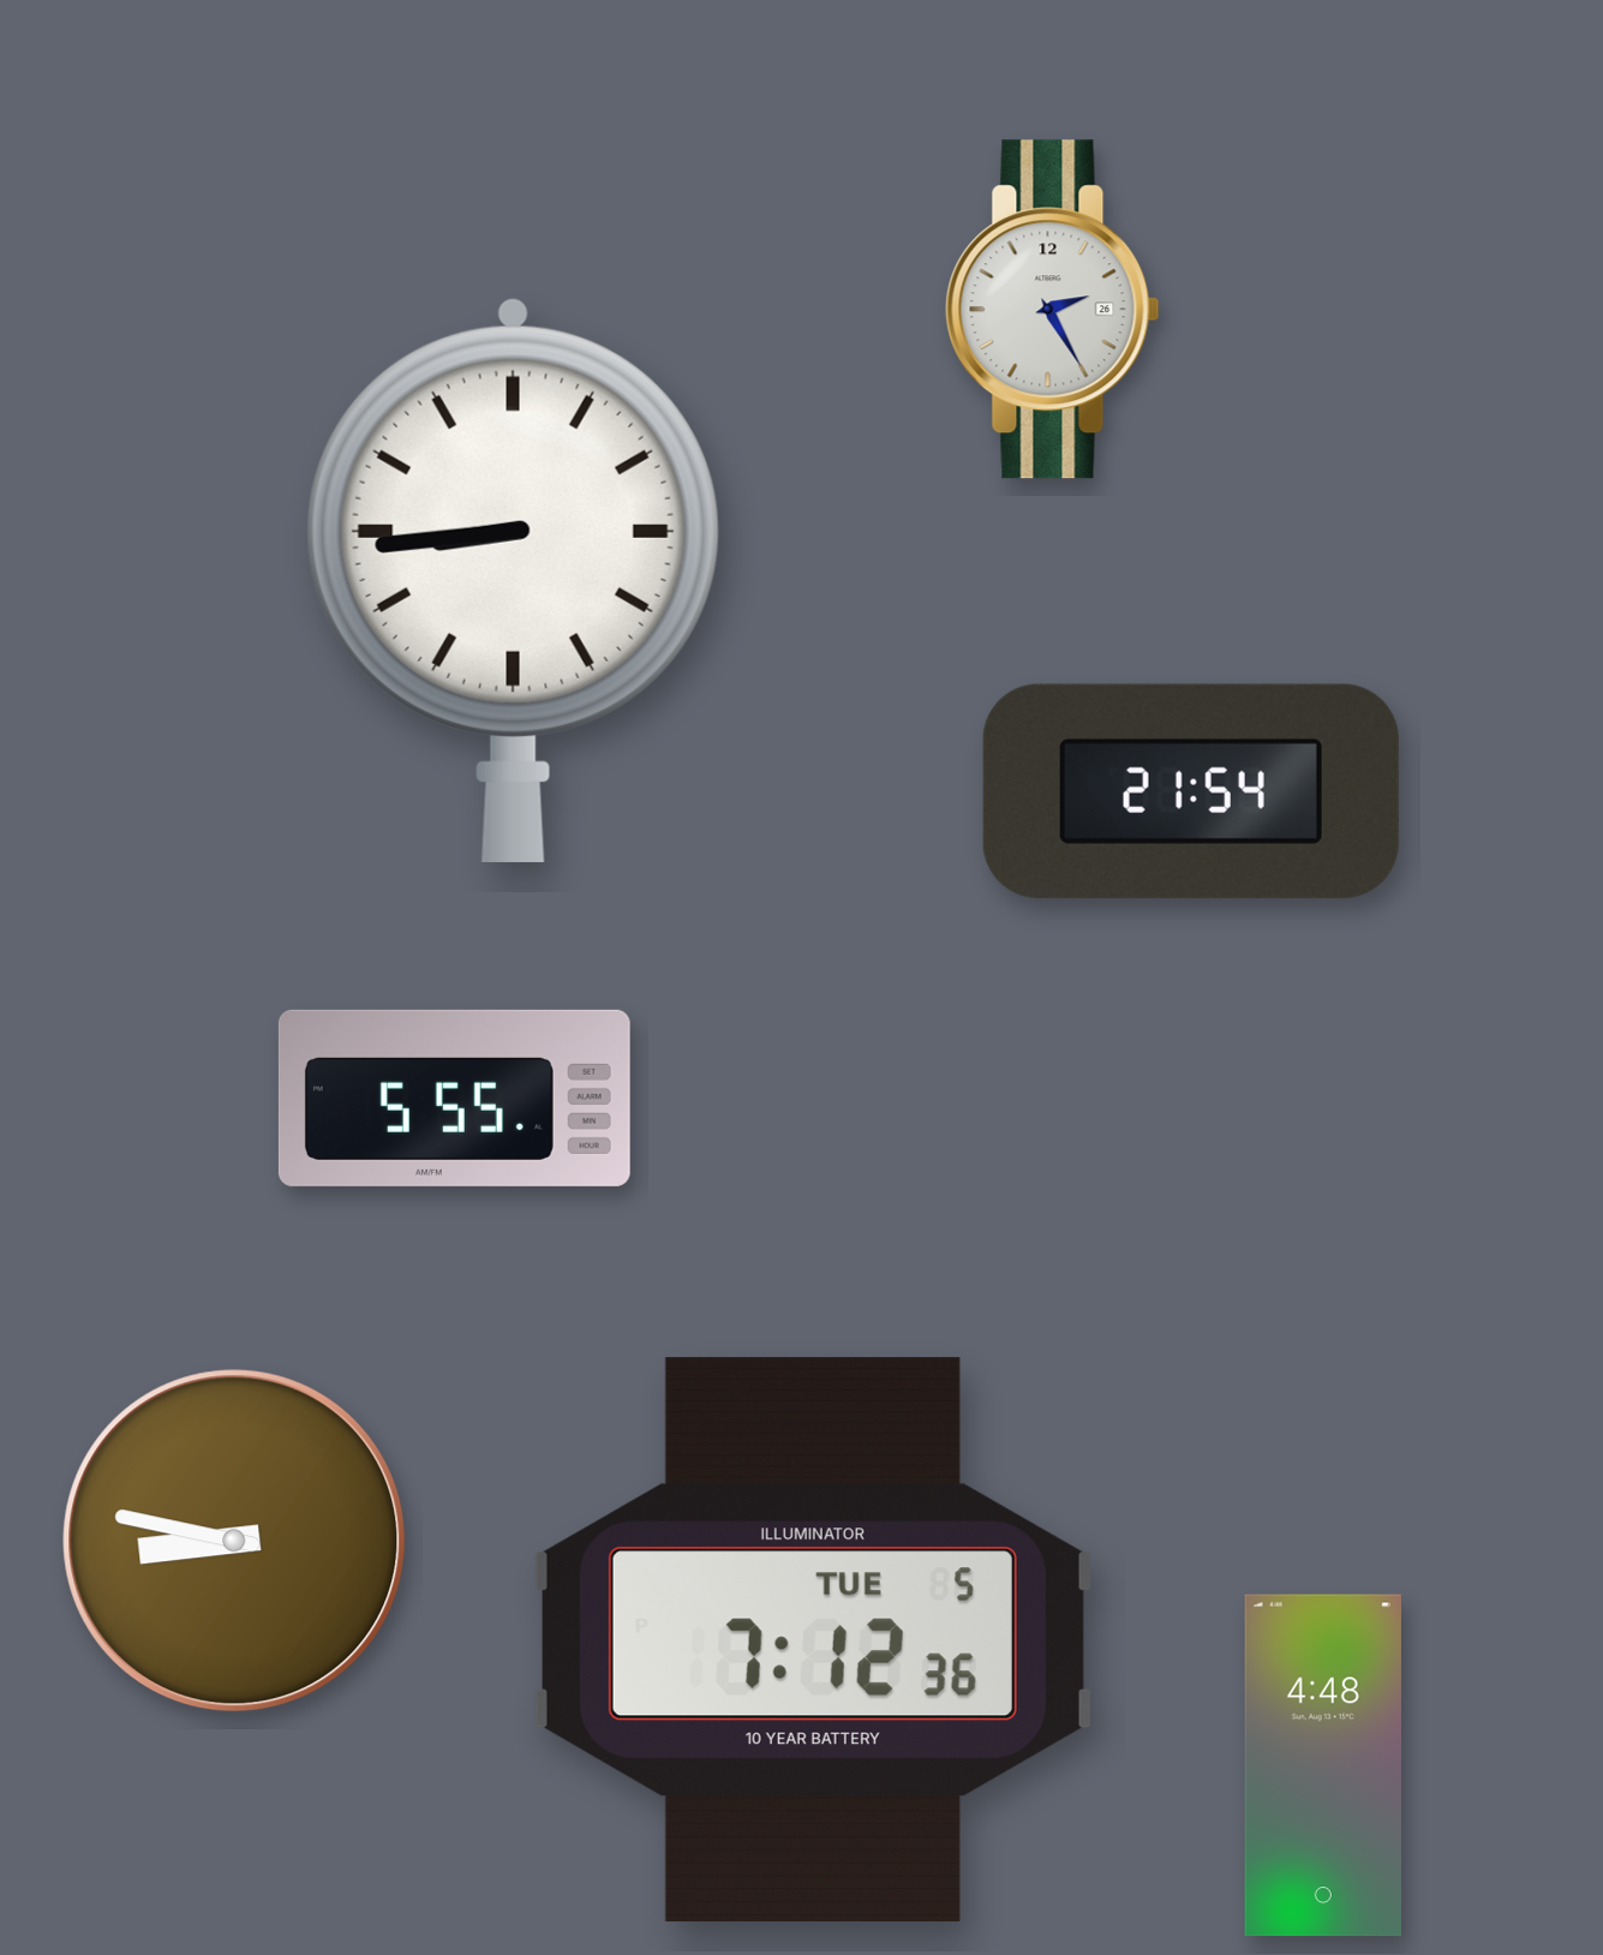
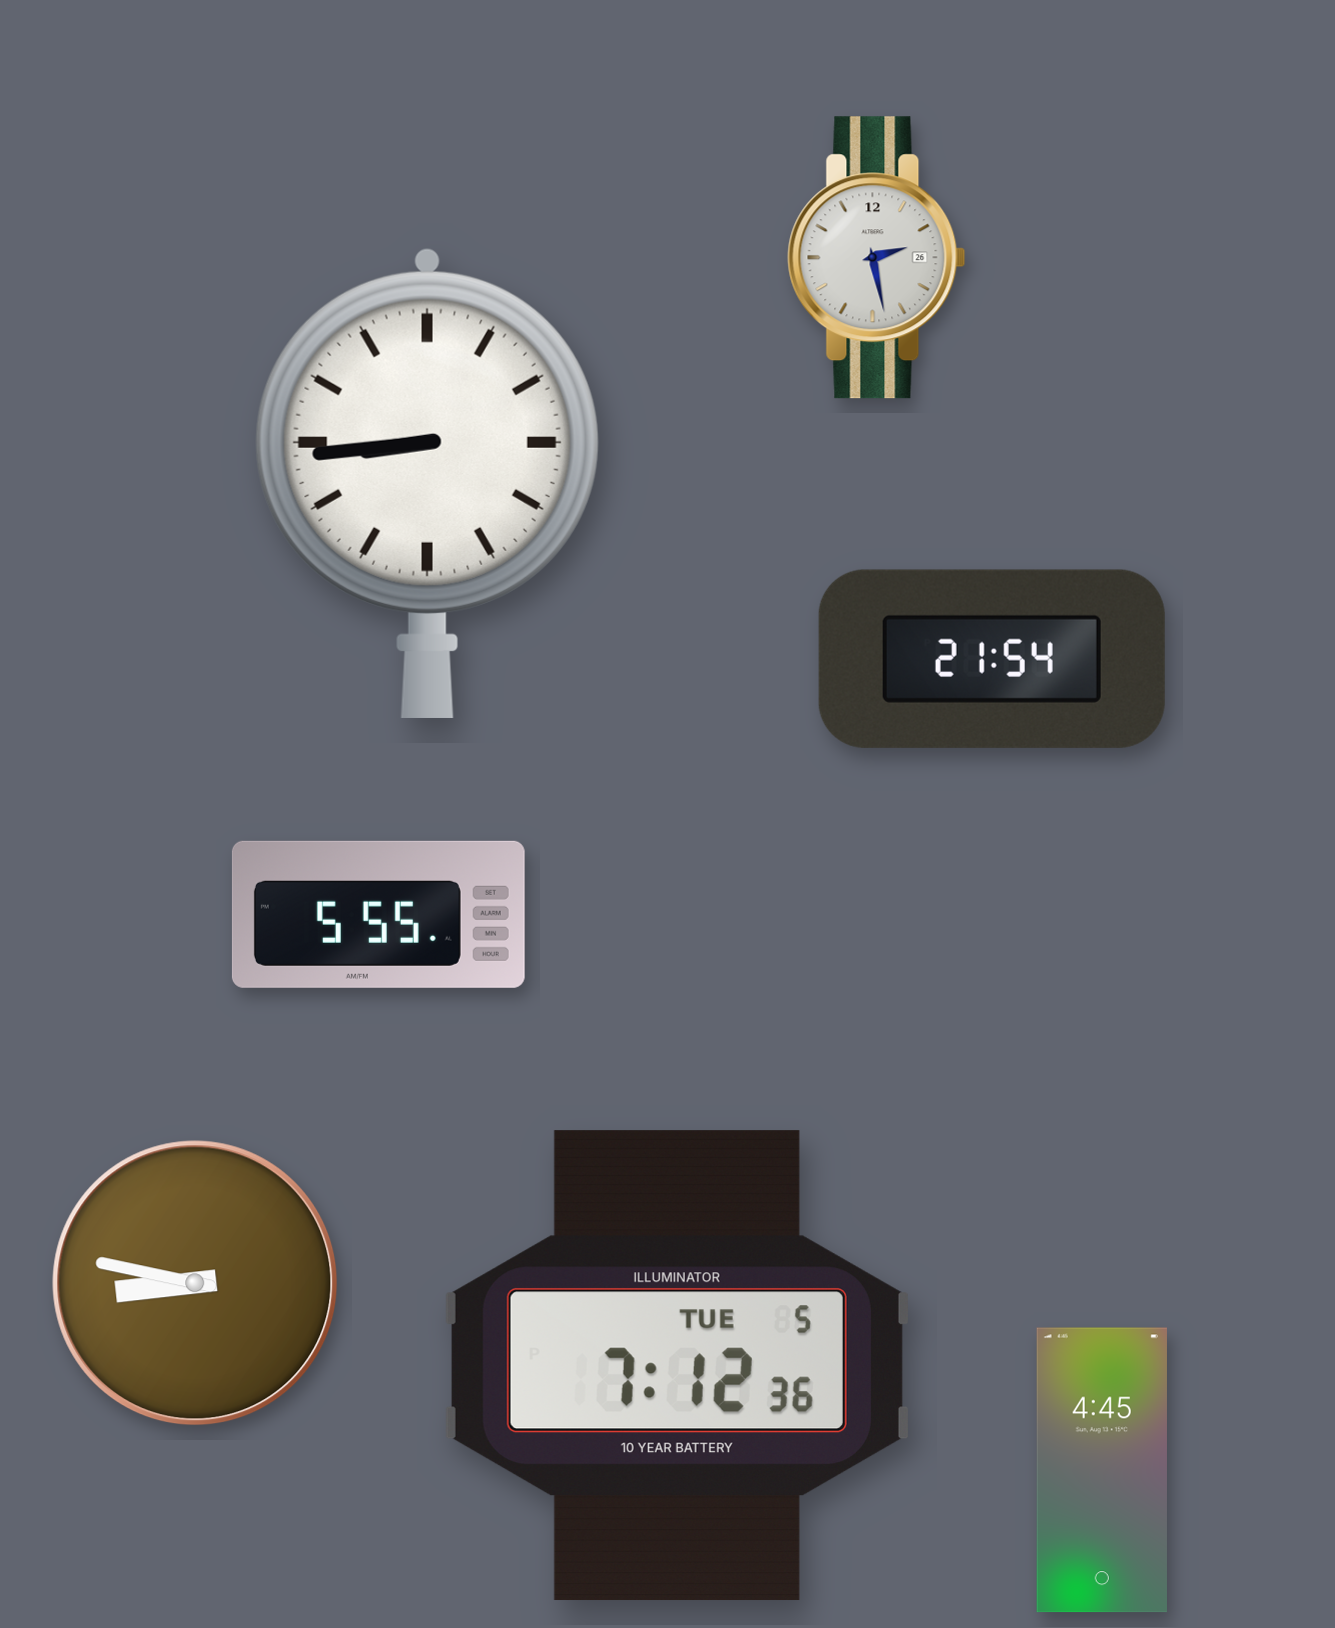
clock at (1053, 310): 2:25 -> 2:28
clock at (1323, 1765): 4:48 -> 4:45
